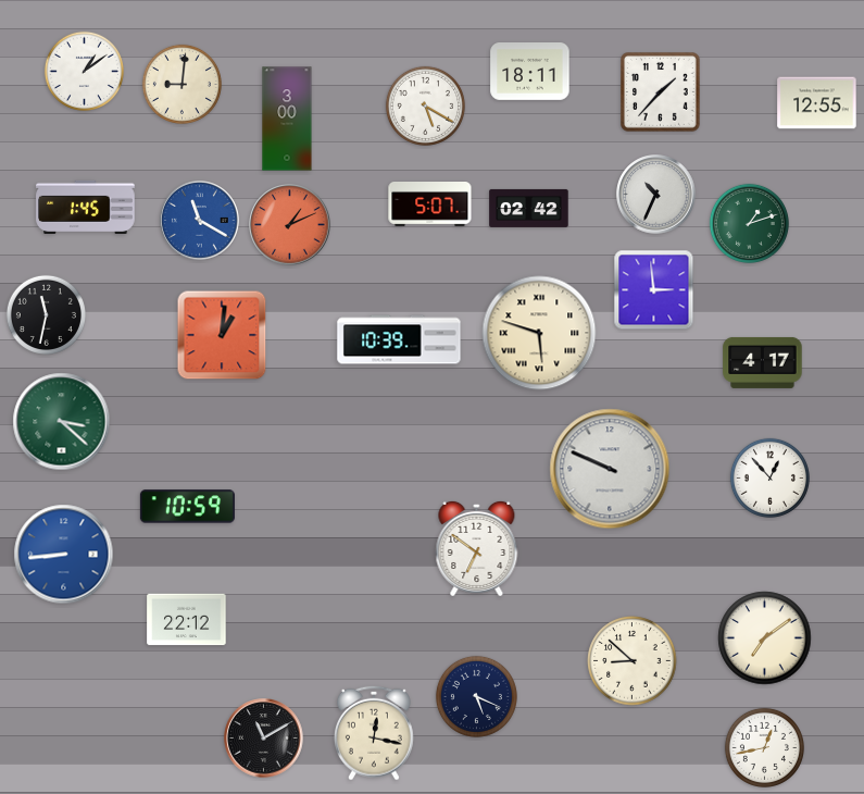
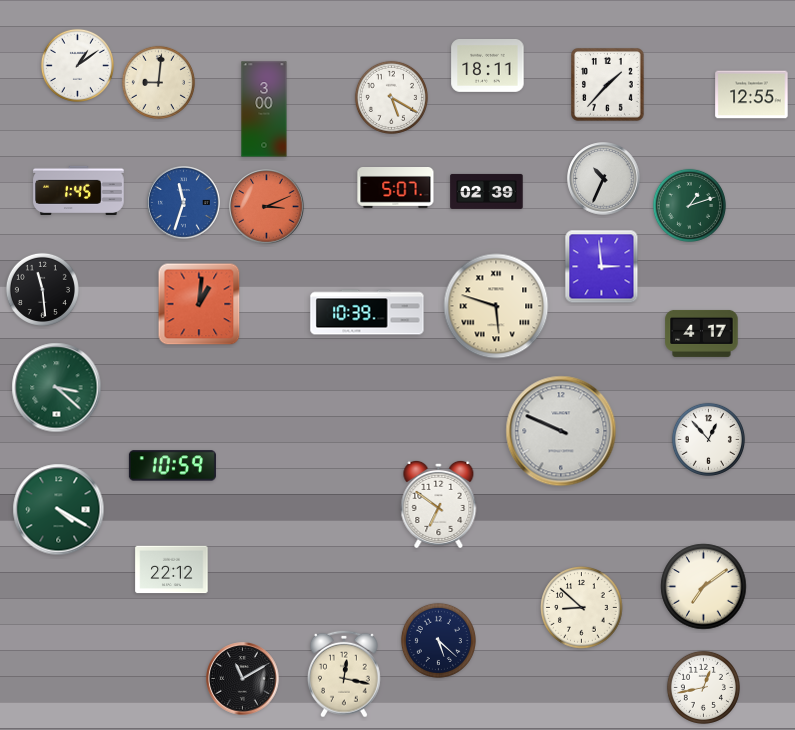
clock at (181, 84) position: (181, 84) -> (158, 82)
clock at (529, 208): 02:42 -> 02:39
clock at (200, 221): 11:20 -> 11:33
clock at (290, 225): 1:11 -> 3:11
clock at (46, 314): 11:32 -> 11:29
clock at (222, 335) position: (222, 335) -> (199, 304)
clock at (64, 555): 8:44 -> 4:20
clock at (64, 555) dial: blue -> green
clock at (476, 696): 5:19 -> 5:22
